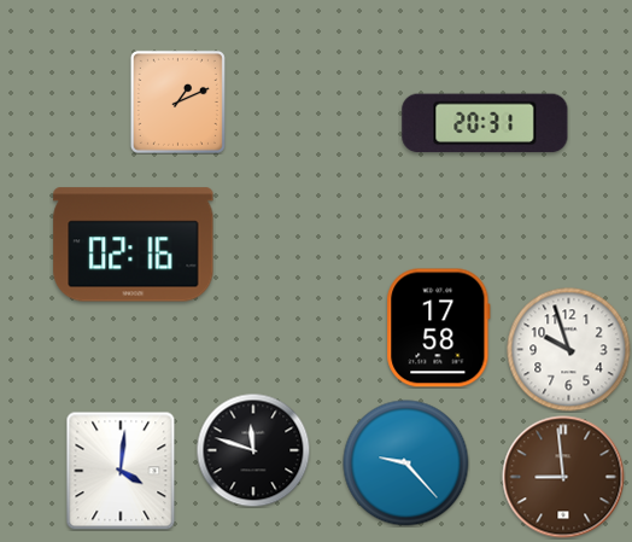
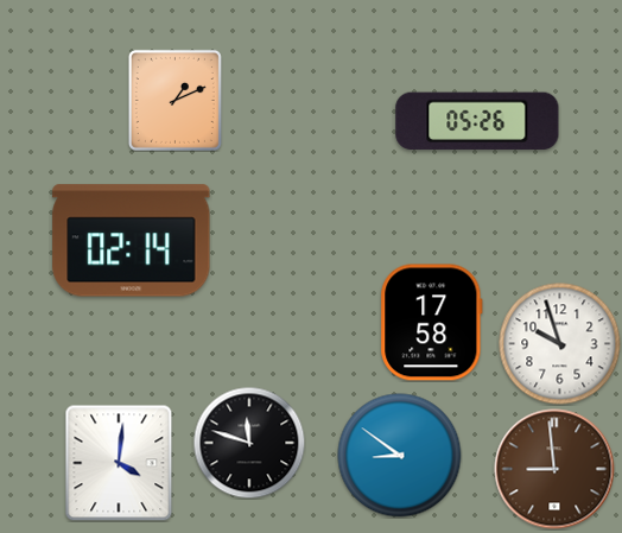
clock at (485, 123): 20:31 -> 05:26
clock at (134, 245): 02:16 -> 02:14
clock at (406, 464): 9:23 -> 8:51
